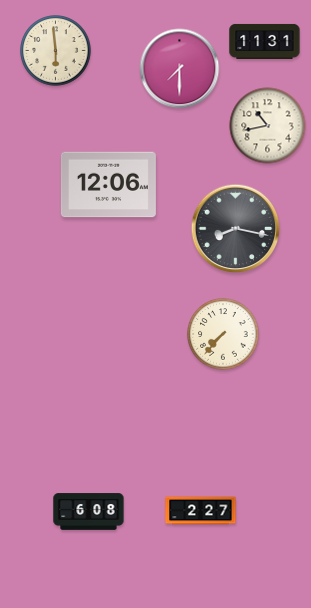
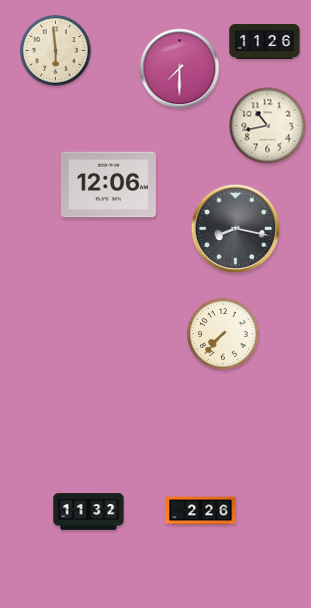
clock at (265, 41): 11:31 -> 11:26
clock at (201, 511): 2:27 -> 2:26
clock at (89, 512): 6:08 -> 11:32
